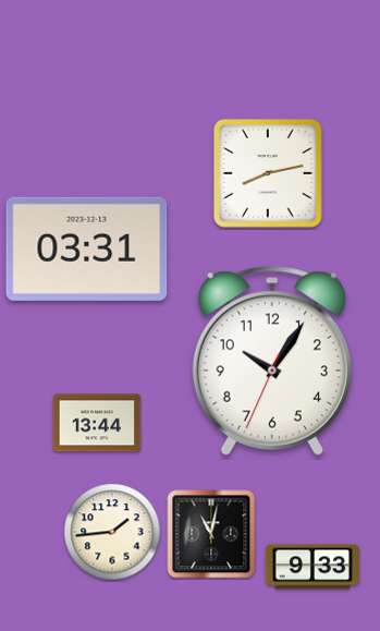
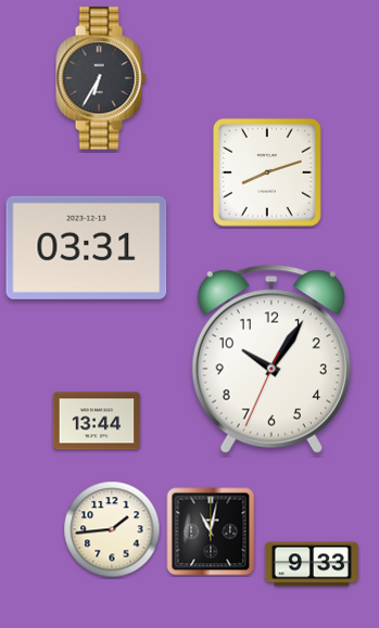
clock at (101, 78): none -> 6:35
clock at (268, 173): 8:13 -> 8:12
